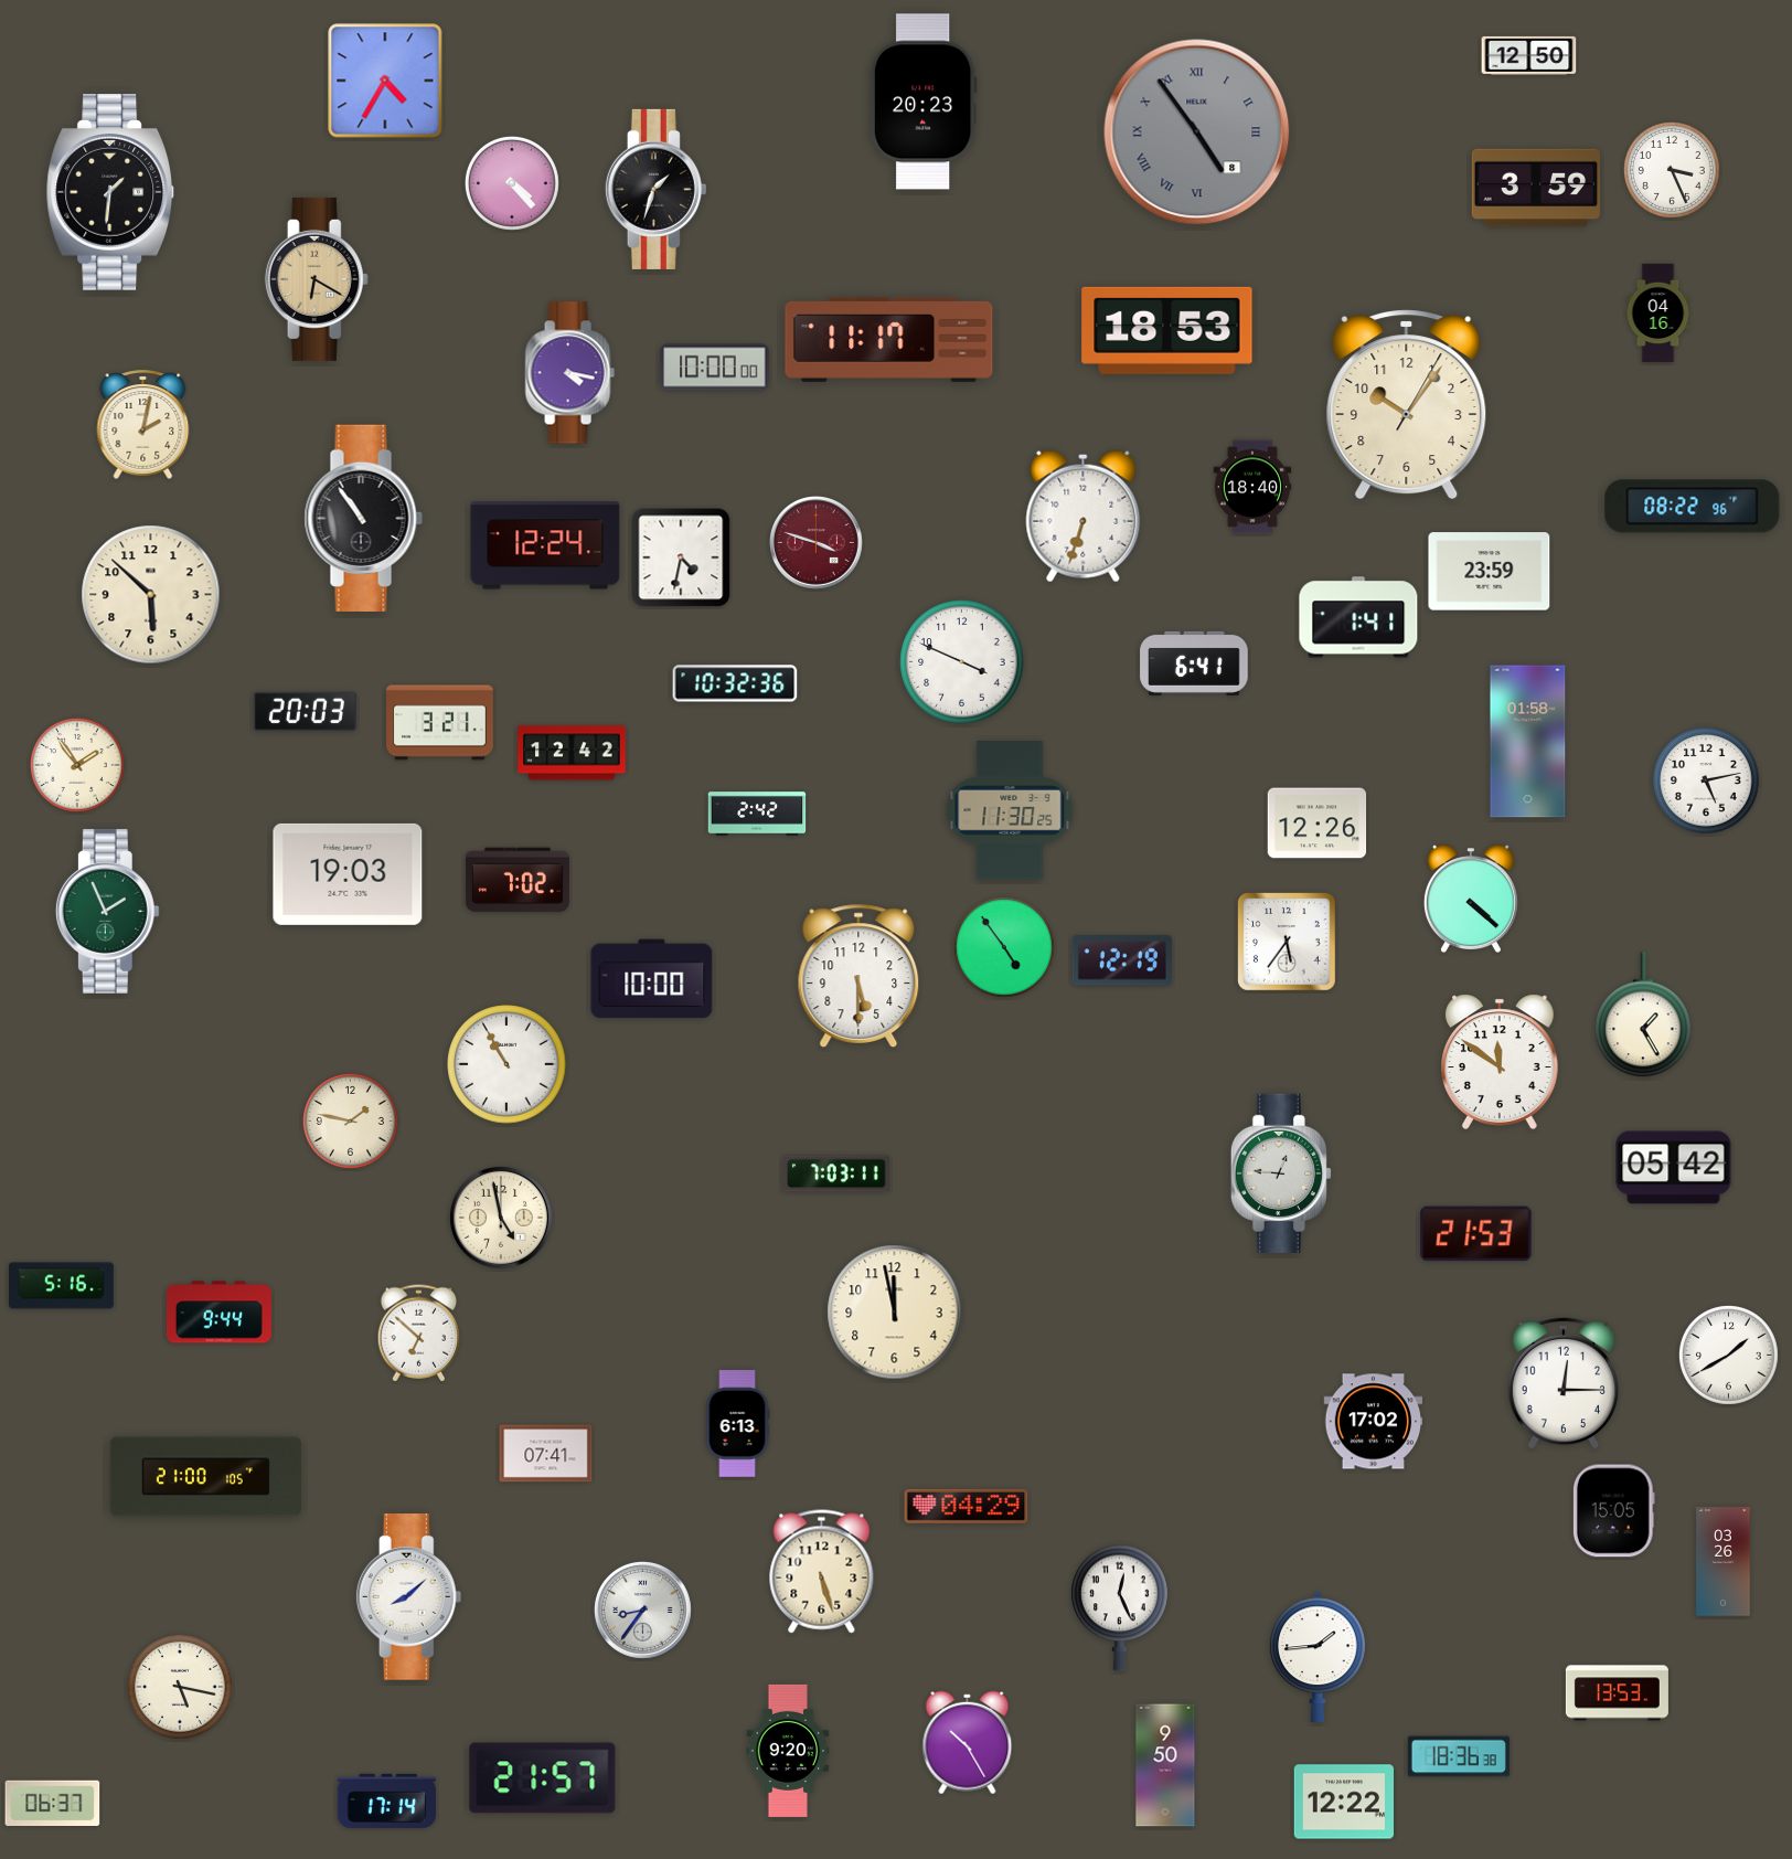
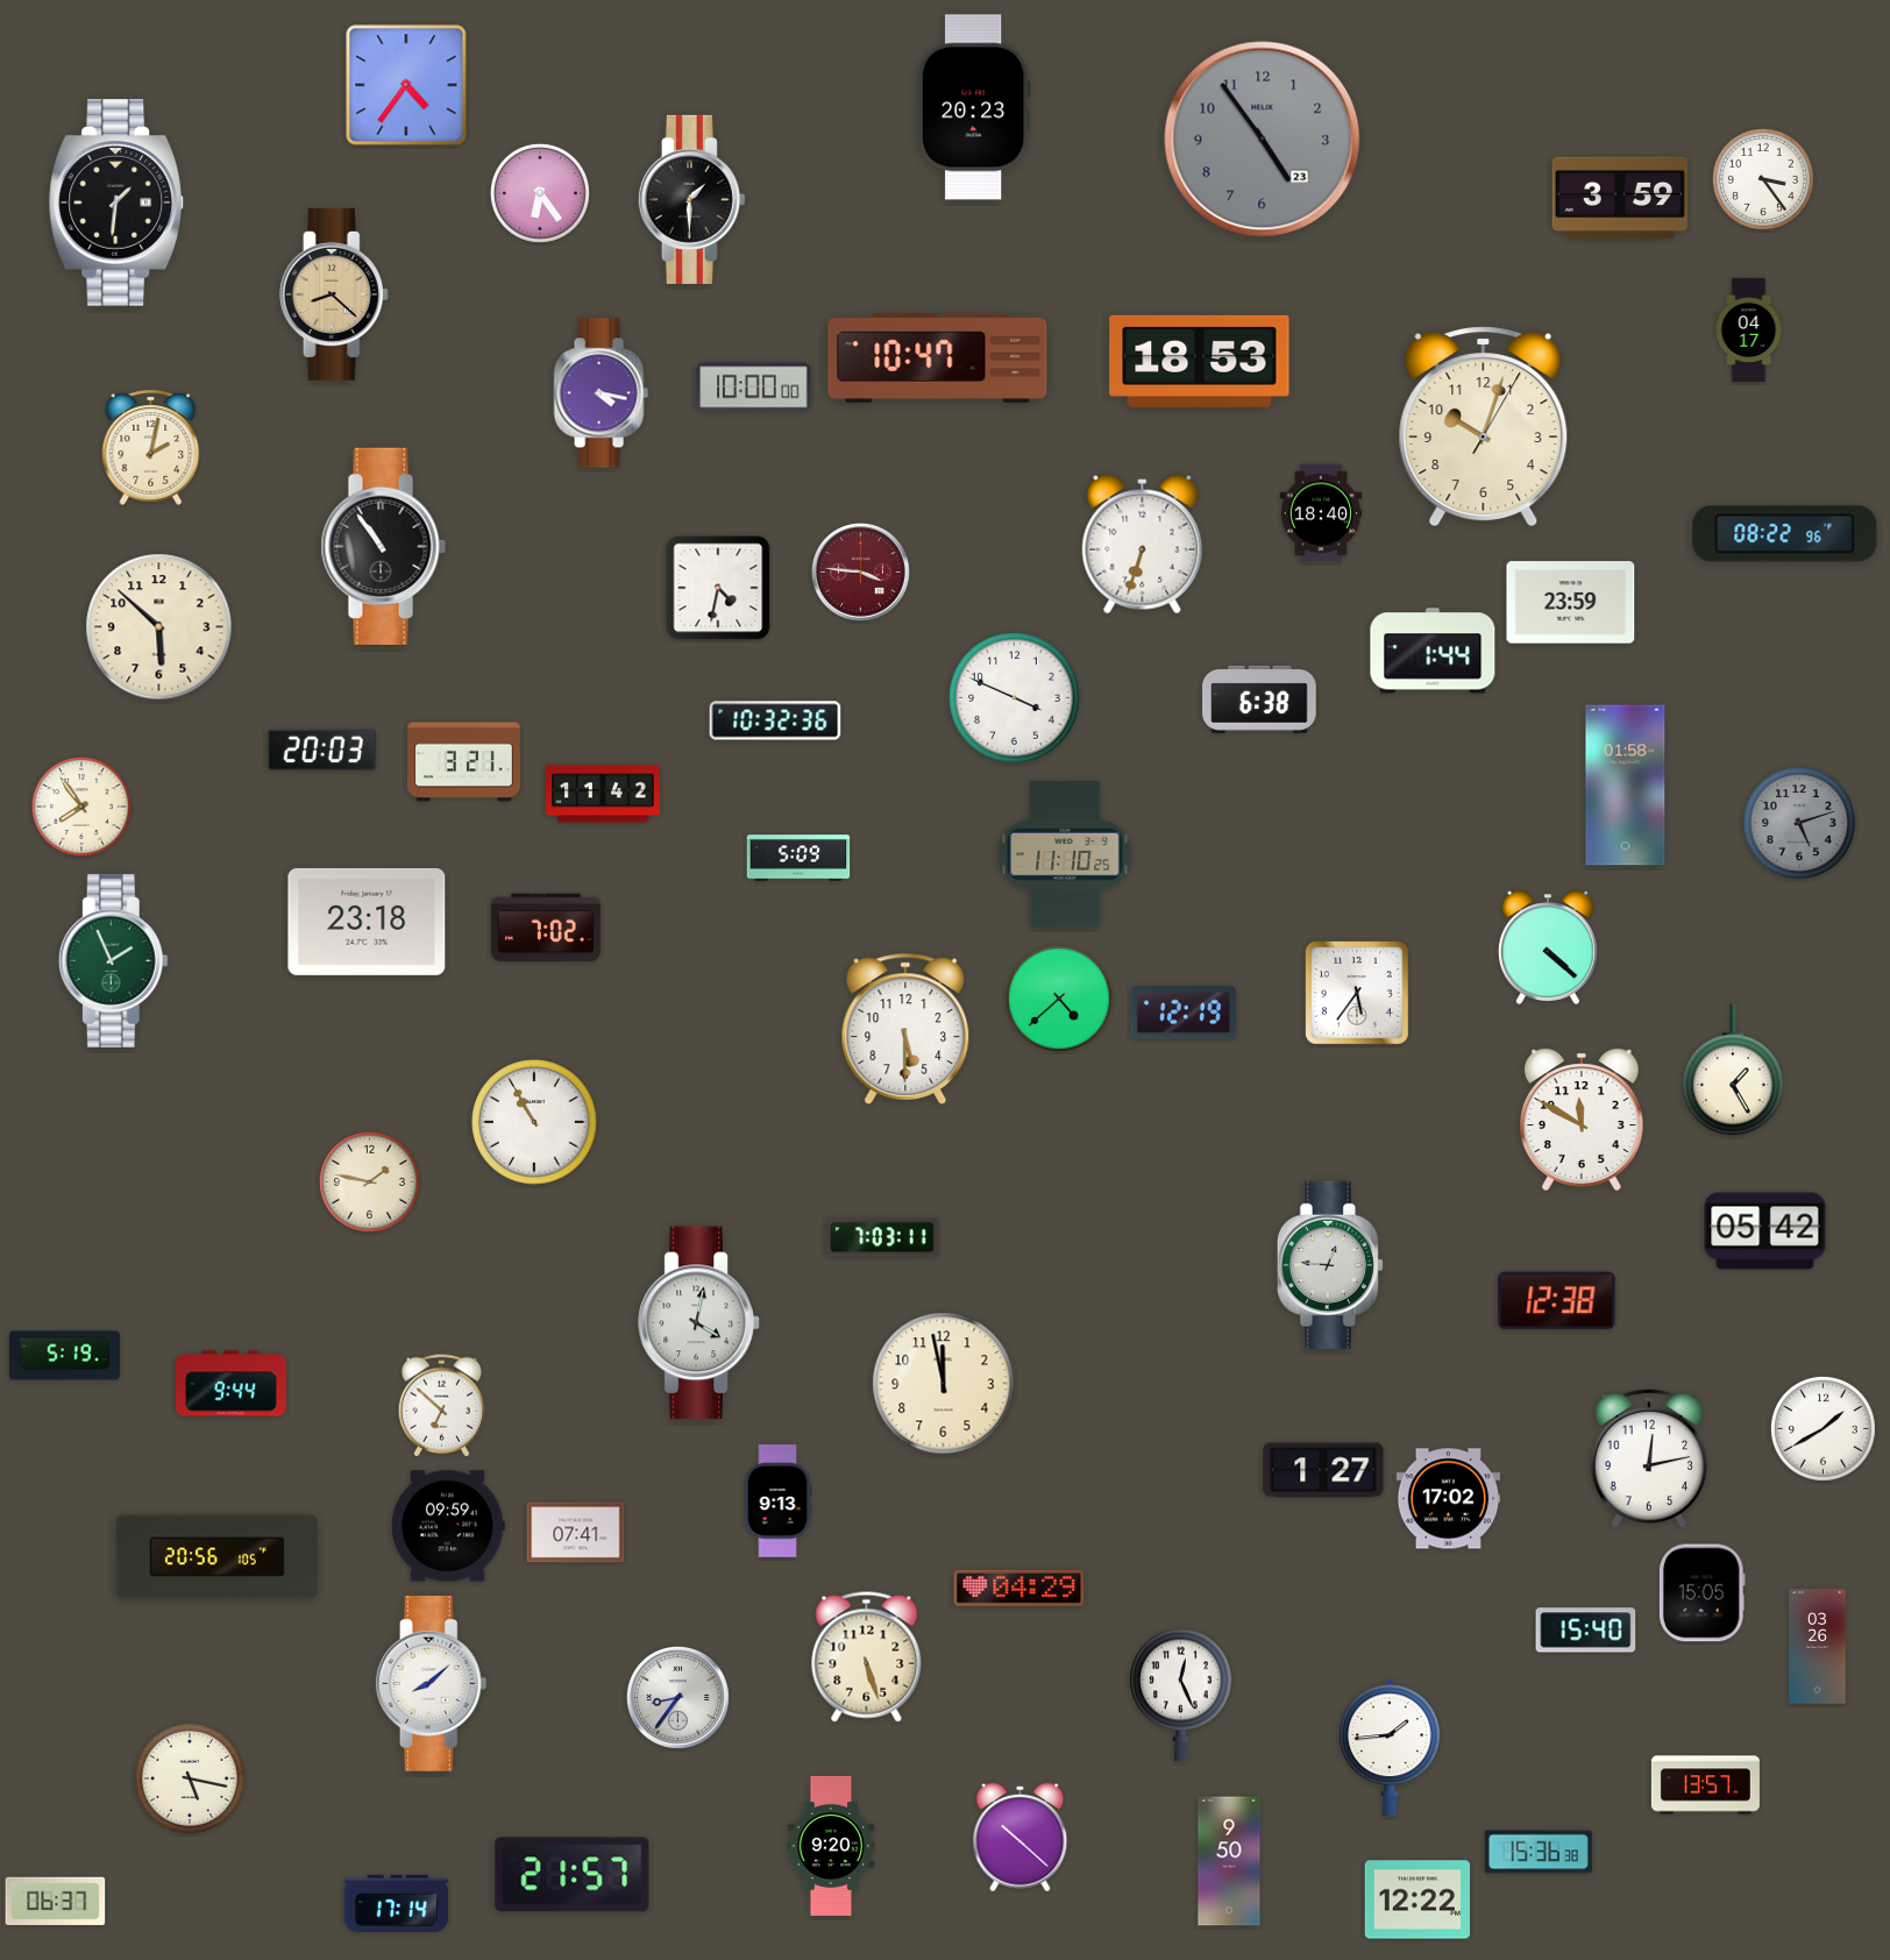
clock at (1529, 55): 12:50 -> none
clock at (385, 81): 4:35 -> 4:36
clock at (1197, 132) date: 8 -> 23
clock at (1197, 132) numerals: Roman -> Arabic
clock at (1672, 170): 3:26 -> 3:24
clock at (512, 183): 4:23 -> 6:24
clock at (655, 189): 1:33 -> 1:30
clock at (317, 279): 6:20 -> 8:22
clock at (1658, 314): 04:16 -> 04:17
clock at (1167, 330) position: (1167, 330) -> (1200, 361)
clock at (889, 339): 11:17 -> 10:47
clock at (1407, 405): 10:06 -> 10:03
clock at (817, 543): 3:48 -> 3:46
clock at (545, 545): 12:24 -> none
clock at (1358, 617): 1:41 -> 1:44
clock at (1194, 663): 6:41 -> 6:38
clock at (1528, 742) position: (1528, 742) -> (1626, 786)
clock at (572, 753): 12:42 -> 11:42
clock at (77, 765): 1:54 -> 7:54
clock at (1707, 782): 5:13 -> 5:12
clock at (1707, 782) dial: white -> grey
clock at (1010, 810): 11:30 -> 11:10
clock at (757, 814): 2:42 -> 5:09
clock at (1318, 824): 12:26 -> none
clock at (348, 874): 19:03 -> 23:18
clock at (1471, 899) position: (1471, 899) -> (1548, 947)
clock at (1004, 947): 4:54 -> 4:38
clock at (652, 979): 10:00 -> none
clock at (1501, 1062): 11:51 -> 11:50
clock at (1281, 1173) position: (1281, 1173) -> (1330, 1265)
clock at (501, 1218): 4:58 -> none
clock at (1476, 1234): 21:53 -> 12:38
clock at (699, 1323): none -> 4:02
clock at (61, 1286): 5:16 -> 5:19
clock at (1562, 1383): 12:15 -> 12:13
clock at (1323, 1470): none -> 1:27
clock at (737, 1424): 6:13 -> 9:13
clock at (449, 1526): none -> 09:59
clock at (205, 1477): 21:00 -> 20:56
clock at (1586, 1631): none -> 15:40
clock at (1617, 1693): 13:53 -> 13:57
clock at (968, 1743): 10:25 -> 10:22
clock at (1459, 1756): 18:36 -> 15:36
clock at (387, 1800) position: (387, 1800) -> (397, 1903)
